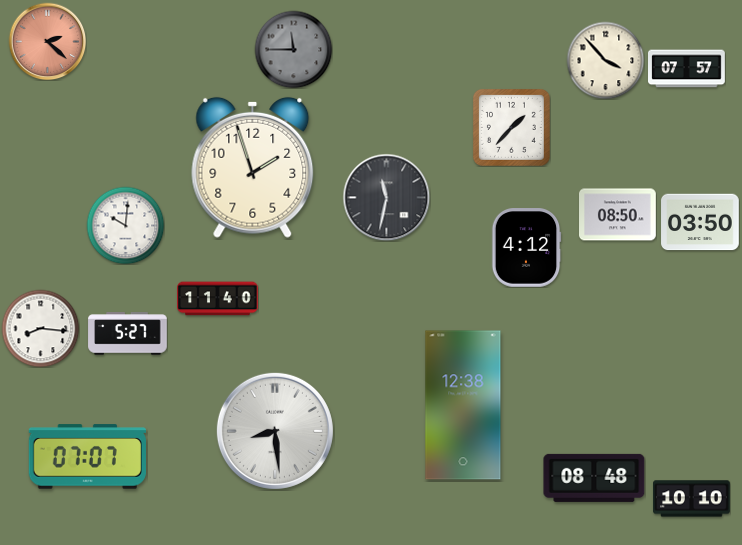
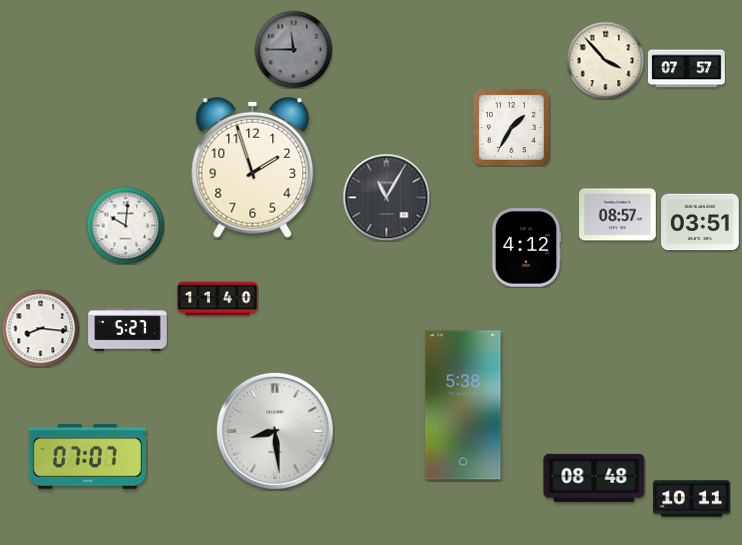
clock at (47, 41): 2:22 -> none
clock at (511, 127): 1:37 -> 1:35
clock at (386, 197): 11:32 -> 11:05
clock at (618, 215): 08:50 -> 08:57
clock at (700, 222): 03:50 -> 03:51
clock at (128, 334) position: (128, 334) -> (128, 330)
clock at (463, 405): 12:38 -> 5:38
clock at (692, 499): 10:10 -> 10:11
